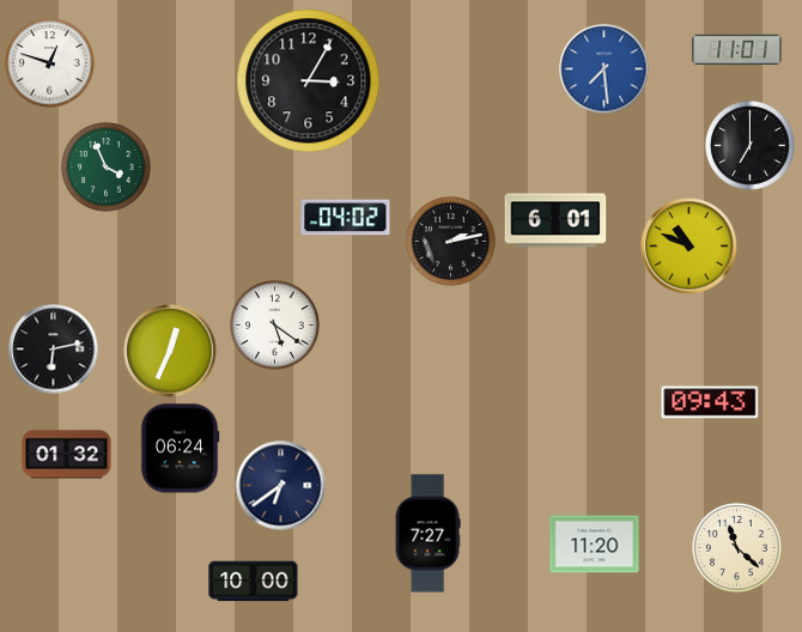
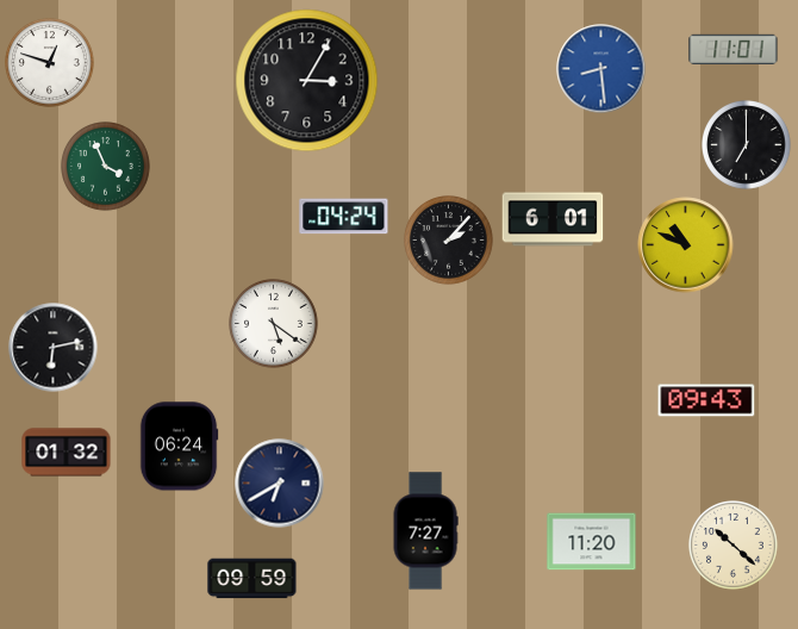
clock at (604, 69): 7:29 -> 8:29
clock at (346, 218): 04:02 -> 04:24
clock at (451, 242): 2:13 -> 2:07
clock at (170, 351): 12:34 -> none
clock at (281, 486): 6:39 -> 6:40
clock at (737, 548): 11:22 -> 10:22
clock at (254, 582): 10:00 -> 09:59
